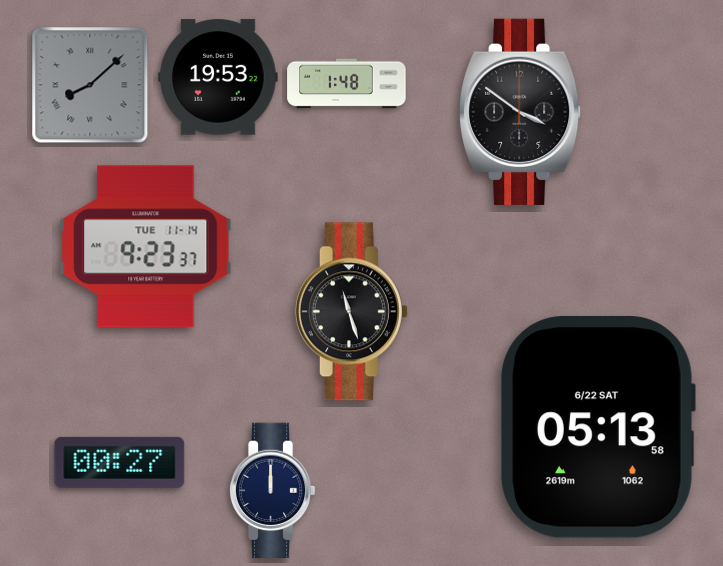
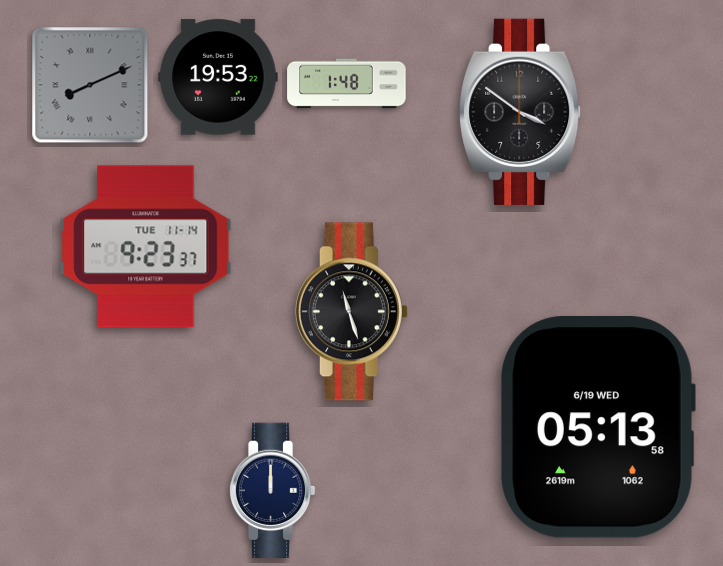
clock at (90, 85): 8:08 -> 8:11
clock at (598, 428) date: 6/22 SAT -> 6/19 WED
clock at (120, 462): 00:27 -> none
